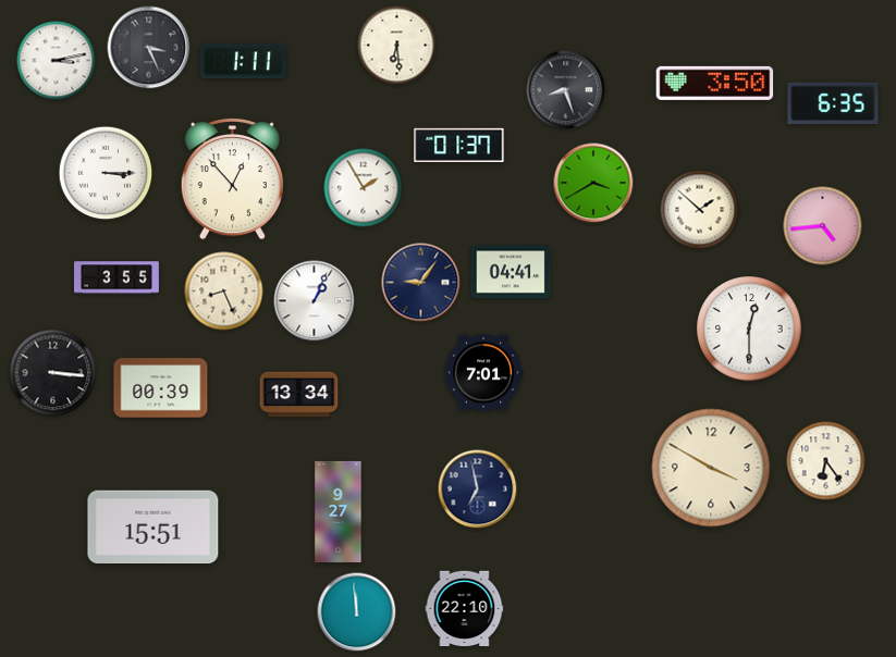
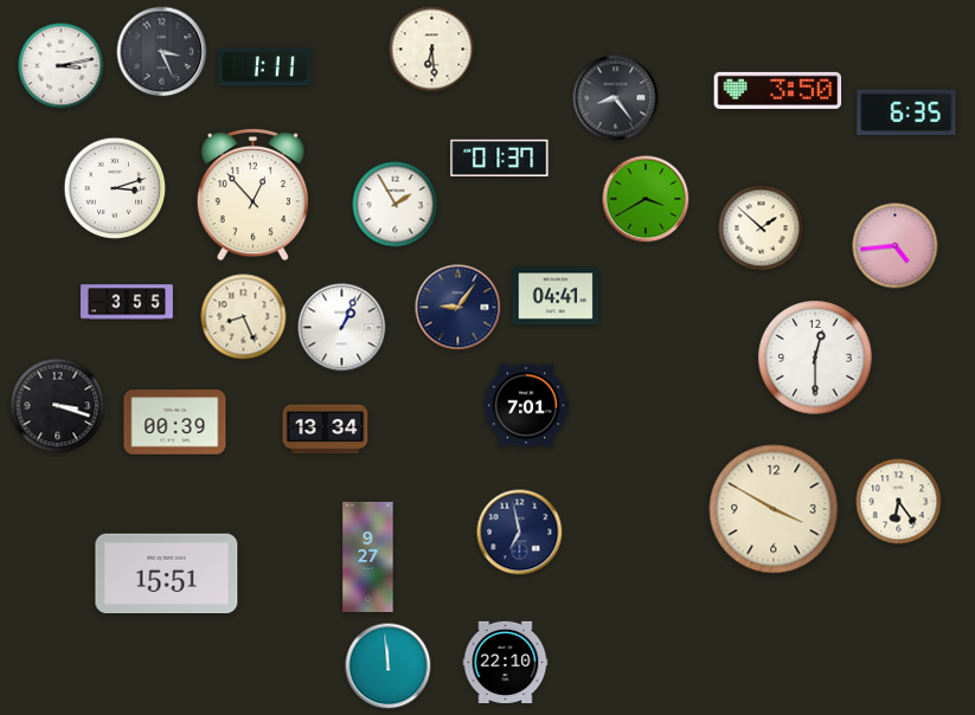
clock at (566, 90): 8:27 -> 8:24
clock at (106, 173): 3:15 -> 3:12
clock at (53, 373): 3:16 -> 3:18
